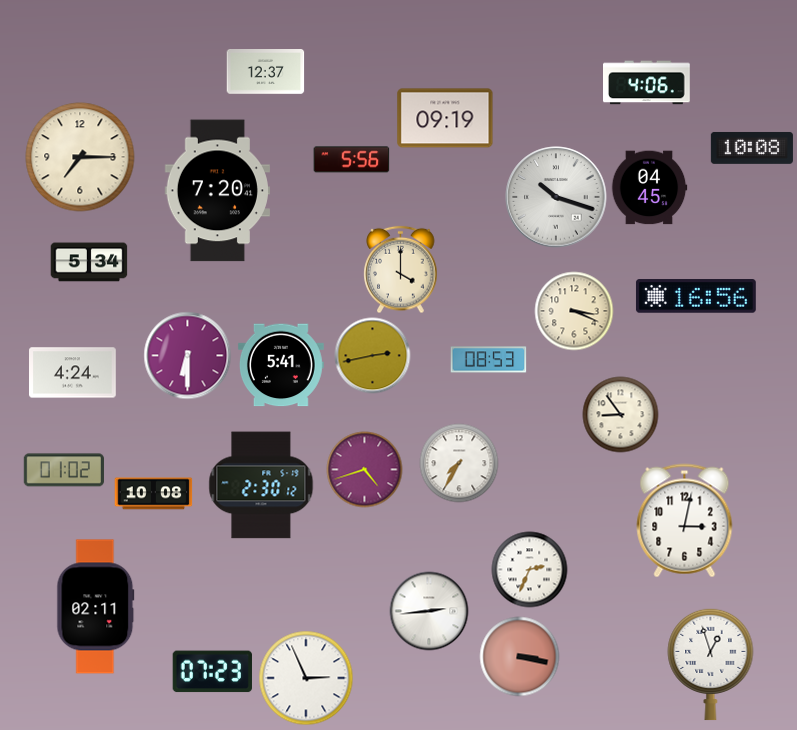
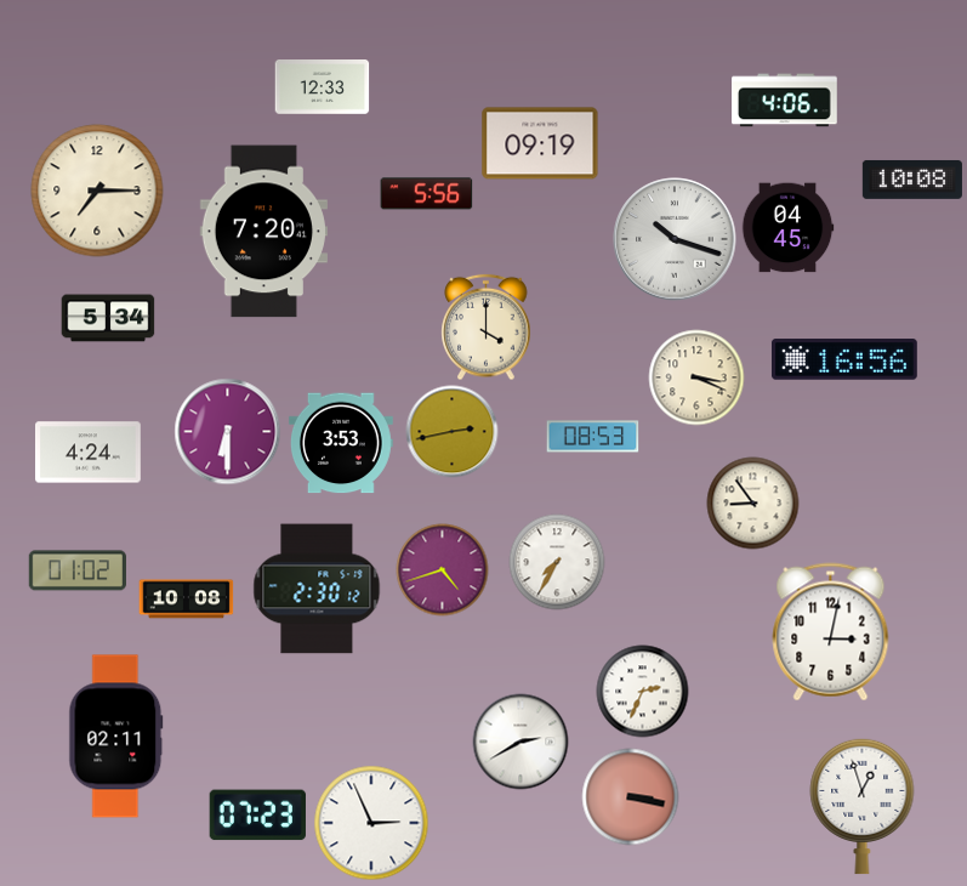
clock at (266, 72): 12:37 -> 12:33
clock at (281, 365): 5:41 -> 3:53
clock at (429, 611): 2:44 -> 2:40
